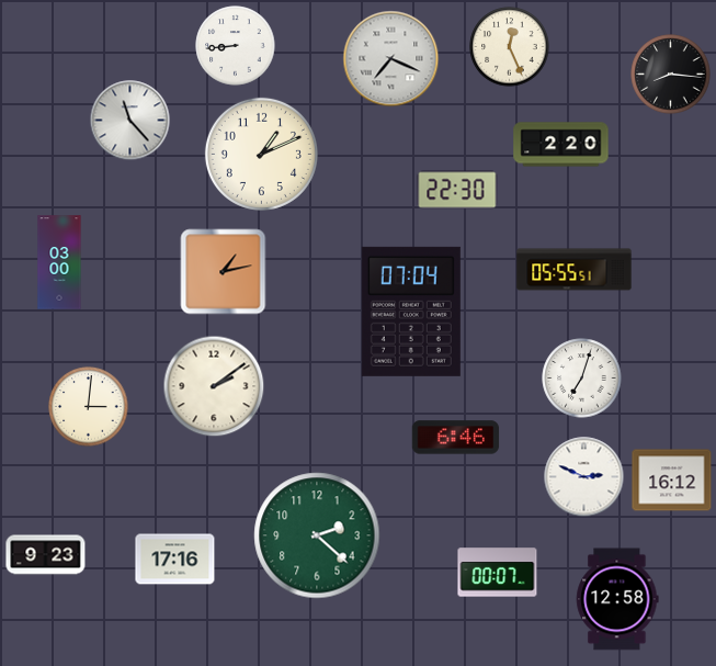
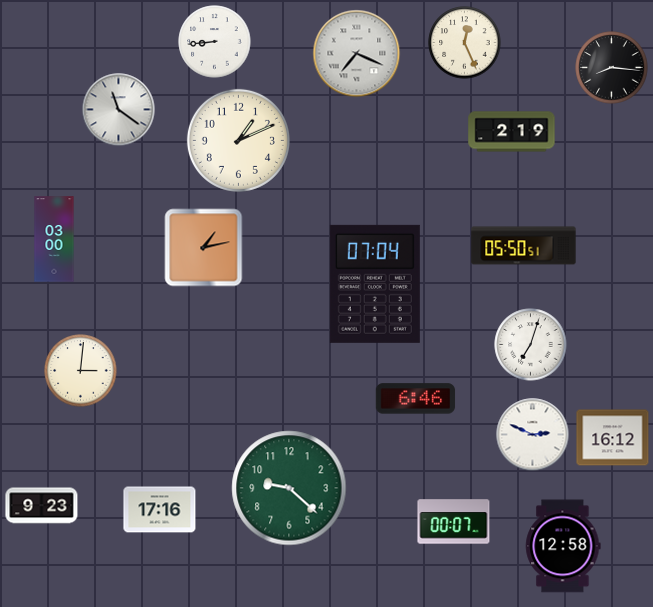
clock at (130, 121): 11:23 -> 11:21
clock at (561, 145): 2:20 -> 2:19
clock at (457, 190): 22:30 -> none
clock at (575, 270): 05:55 -> 05:50
clock at (214, 386): 2:09 -> none
clock at (317, 535): 2:22 -> 9:22
